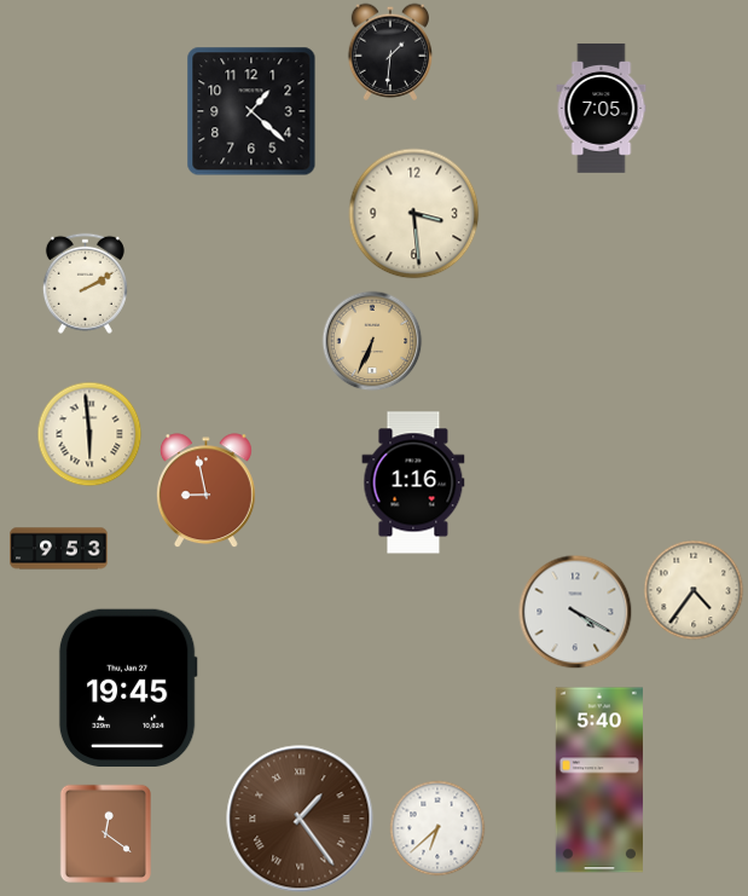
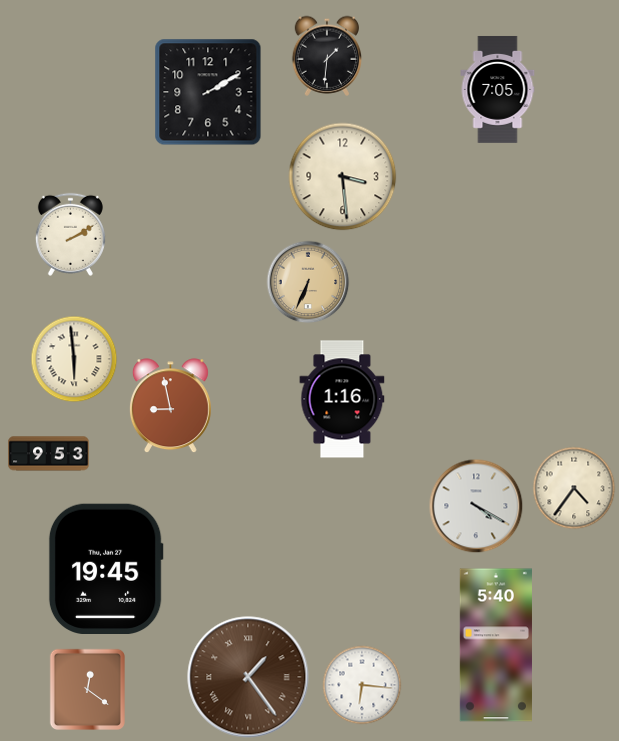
clock at (390, 52) position: (390, 52) -> (327, 56)
clock at (251, 111): 1:22 -> 2:10
clock at (437, 828): 6:38 -> 6:16
